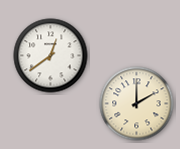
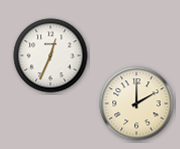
clock at (51, 56): 12:39 -> 12:34
